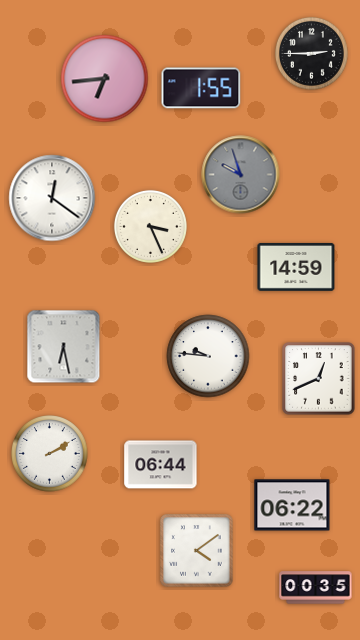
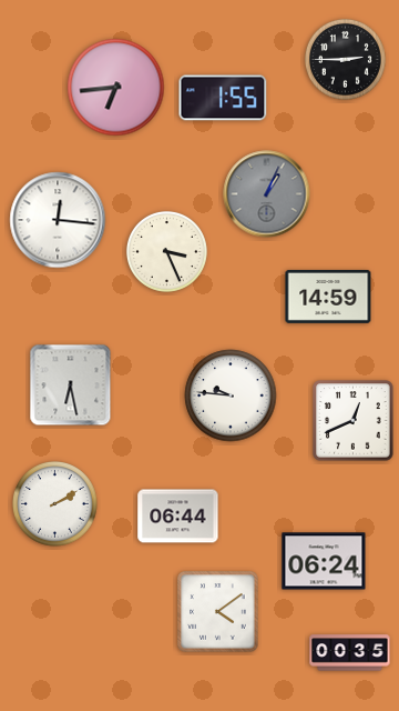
clock at (241, 175): 9:57 -> 1:04
clock at (52, 198): 12:21 -> 12:16
clock at (292, 505): 06:22 -> 06:24
